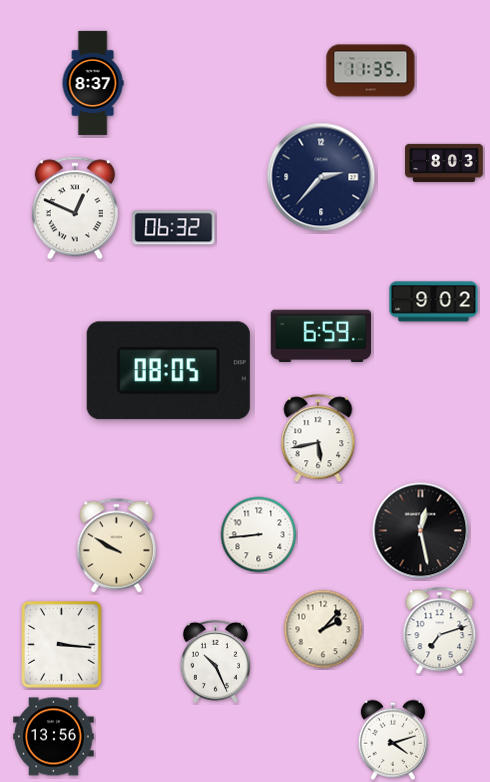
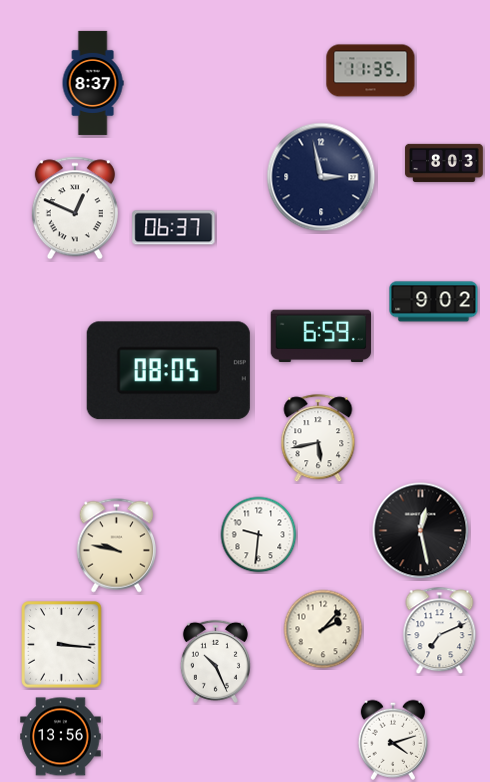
clock at (321, 177): 2:37 -> 2:58
clock at (174, 228): 06:32 -> 06:37
clock at (259, 535): 8:44 -> 9:31
clock at (116, 546): 9:50 -> 9:47
clock at (440, 631): 7:12 -> 7:11
clock at (54, 737) position: (54, 737) -> (61, 737)
